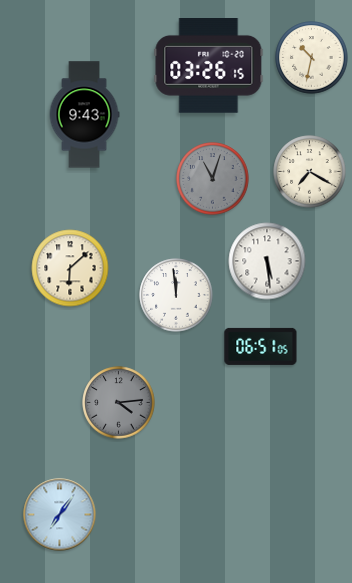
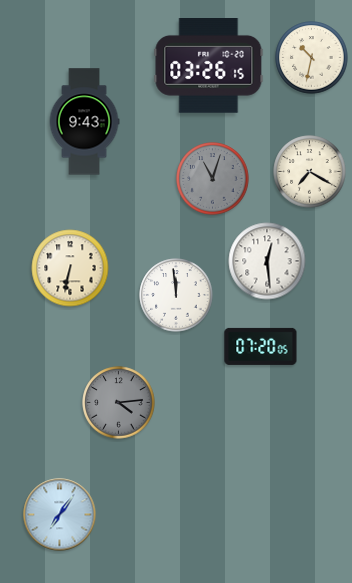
clock at (84, 115) position: (84, 115) -> (84, 122)
clock at (267, 261): 5:29 -> 12:29
clock at (70, 268): 6:08 -> 6:32
clock at (261, 346): 06:51 -> 07:20
